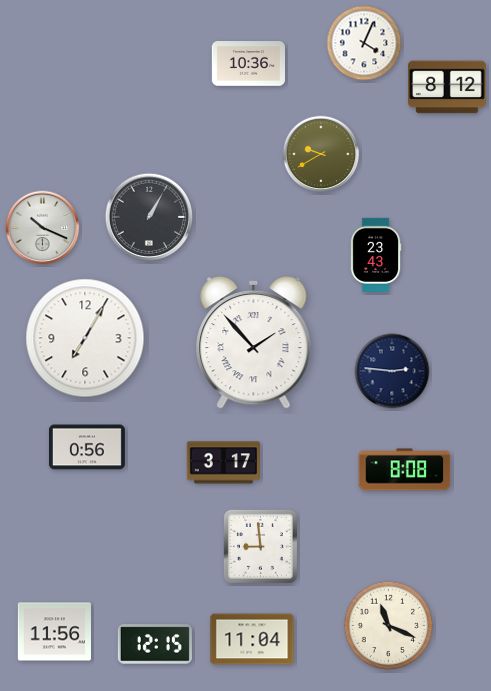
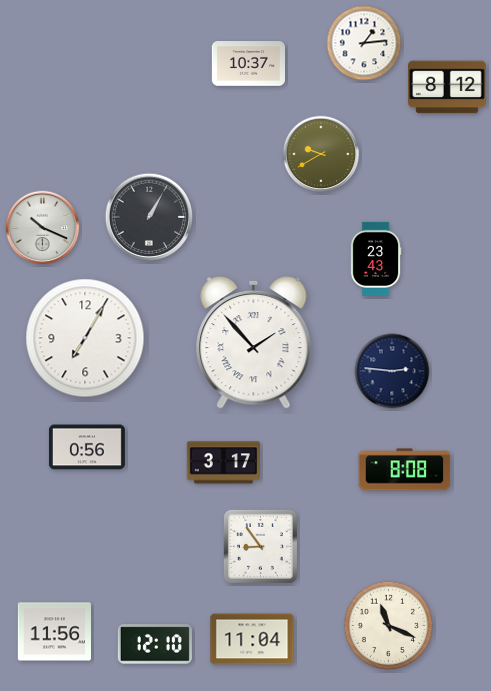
clock at (364, 43): 4:04 -> 1:14
clock at (248, 64): 10:36 -> 10:37
clock at (376, 255) position: (376, 255) -> (376, 259)
clock at (260, 546): 8:59 -> 8:54
clock at (155, 644): 12:15 -> 12:10
